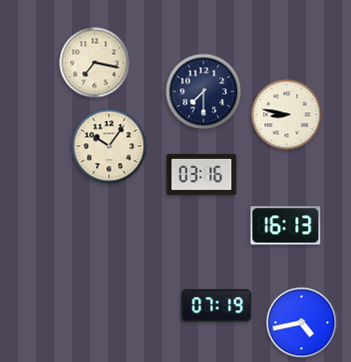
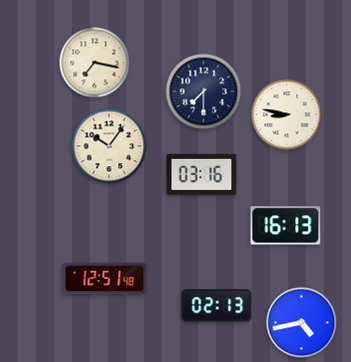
clock at (105, 279): none -> 12:51
clock at (217, 306): 07:19 -> 02:13
